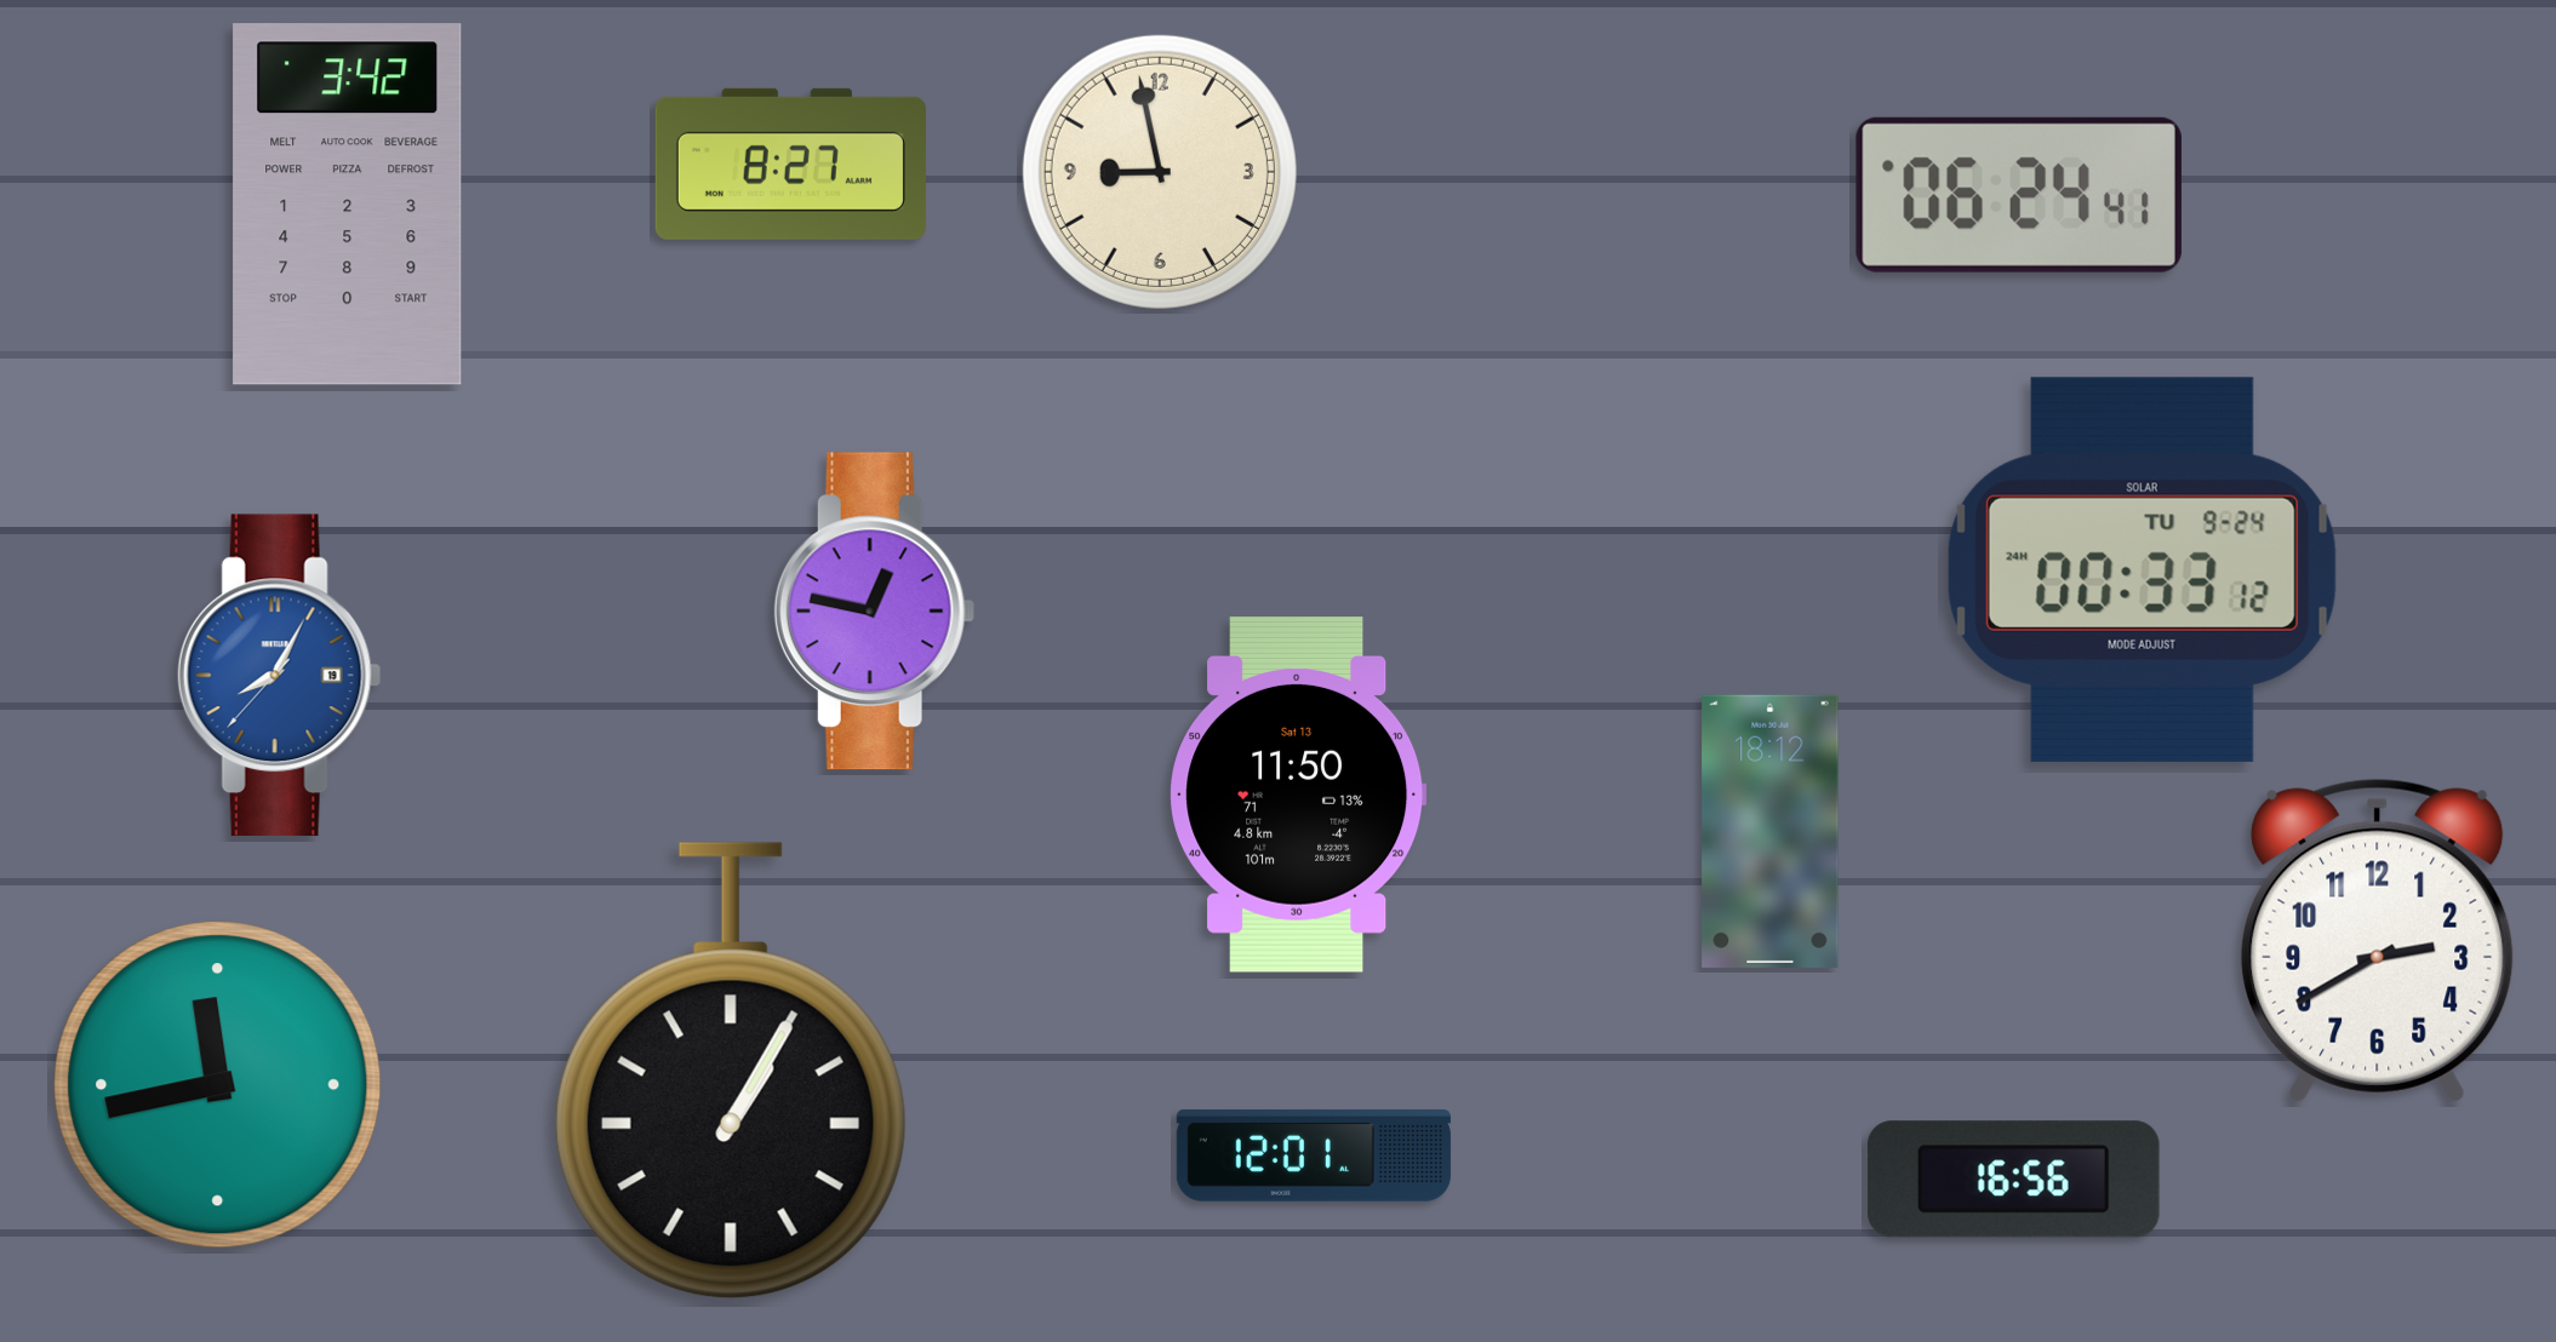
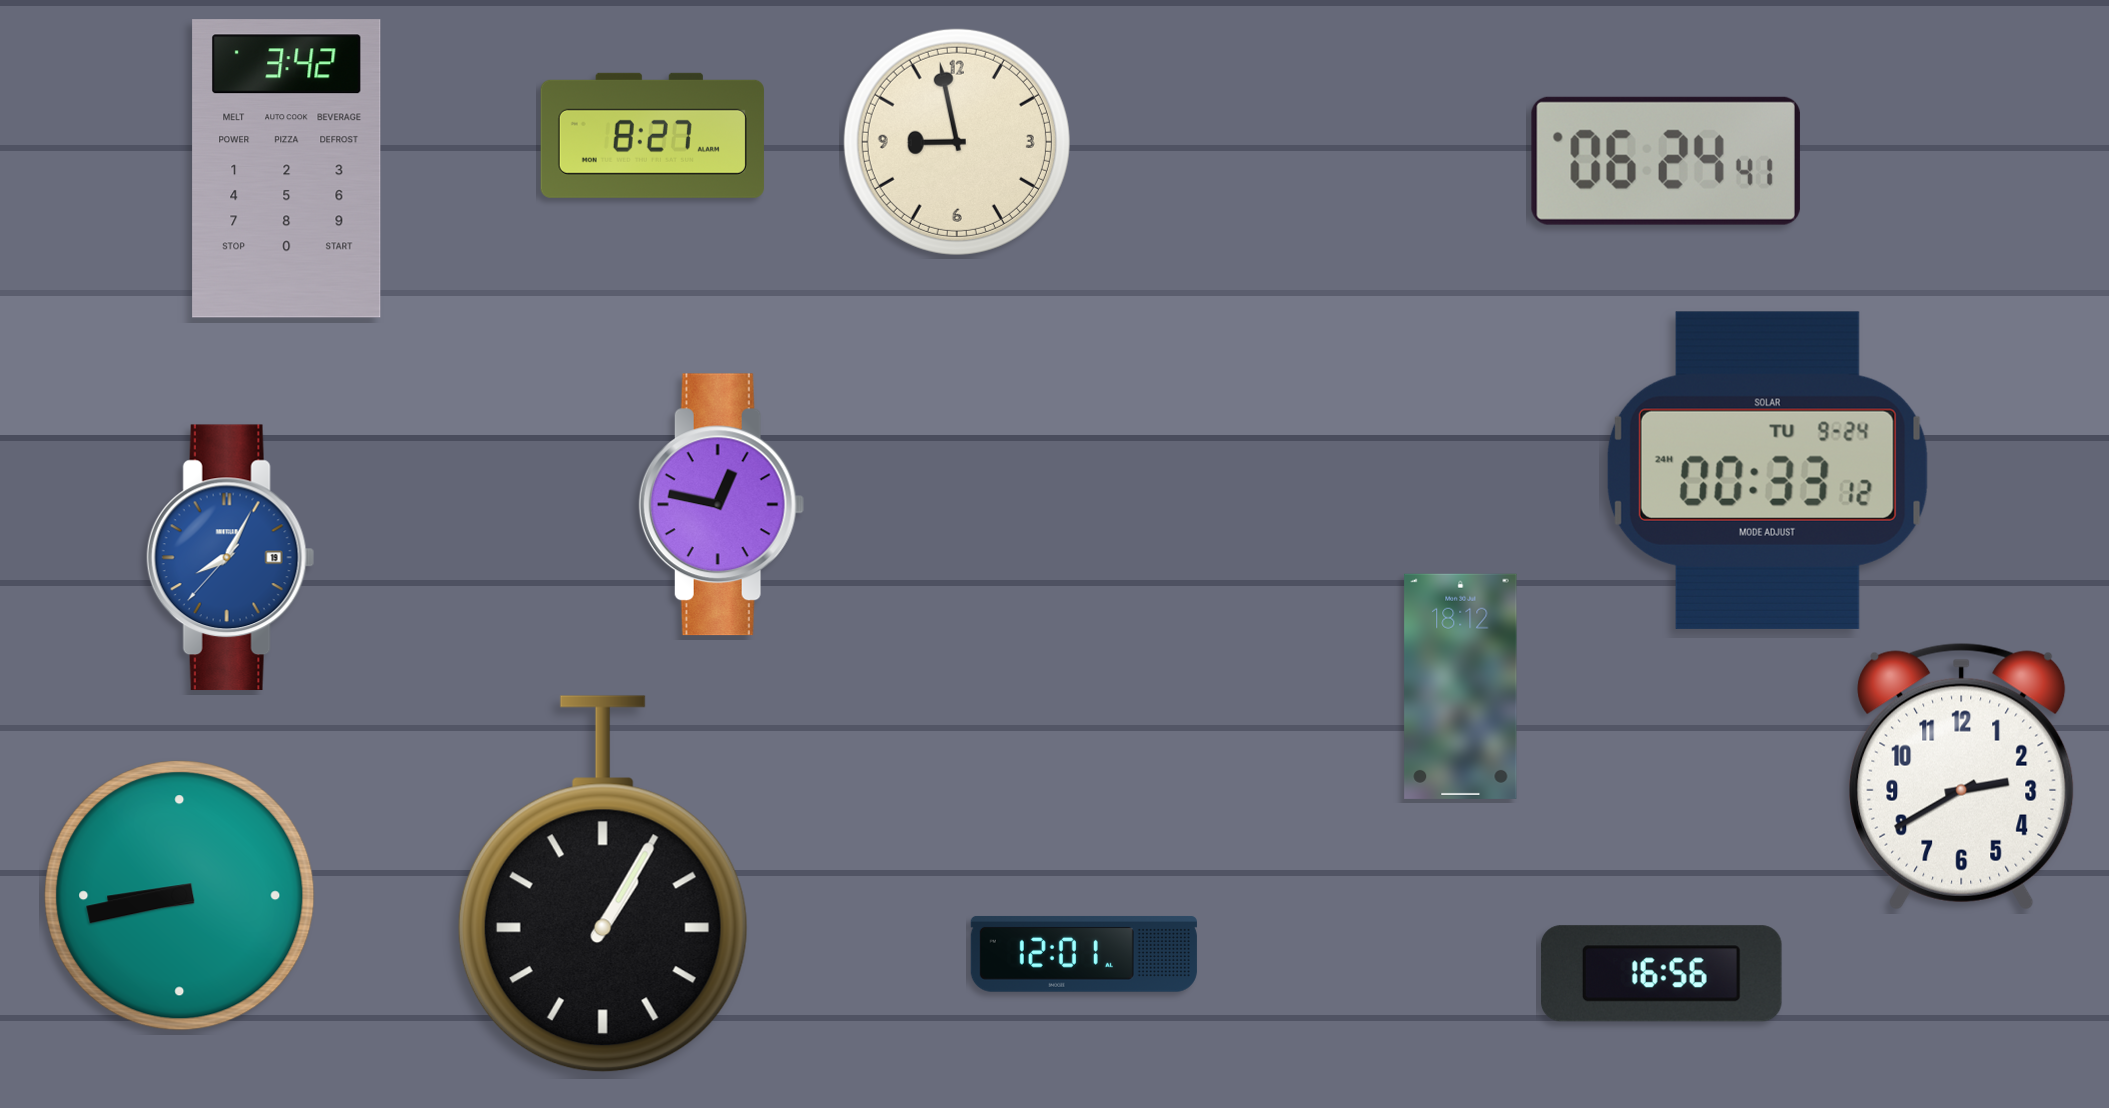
clock at (1298, 796): 11:50 -> none
clock at (218, 1085): 11:43 -> 8:43
